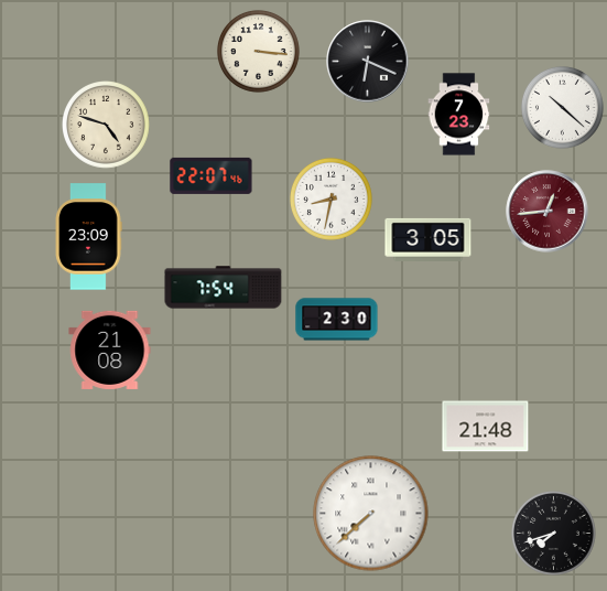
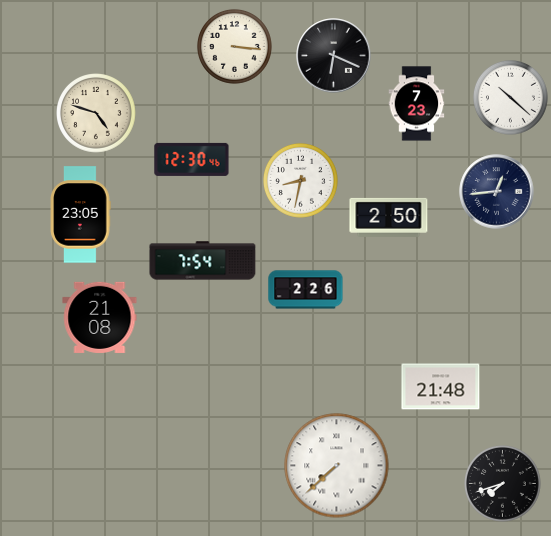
clock at (212, 175): 22:07 -> 12:30
clock at (548, 212) dial: burgundy -> navy
clock at (88, 237): 23:09 -> 23:05
clock at (429, 239): 3:05 -> 2:50
clock at (337, 320): 2:30 -> 2:26
